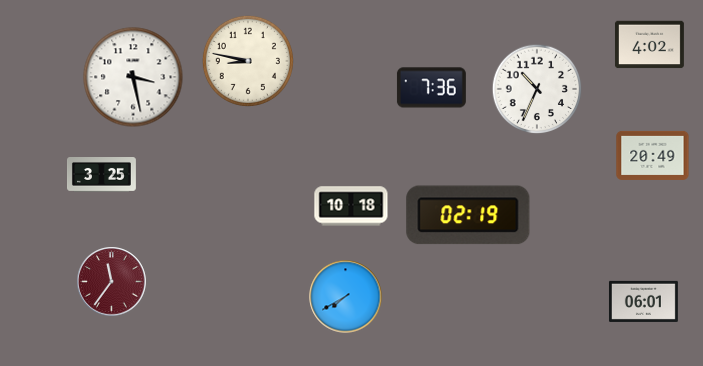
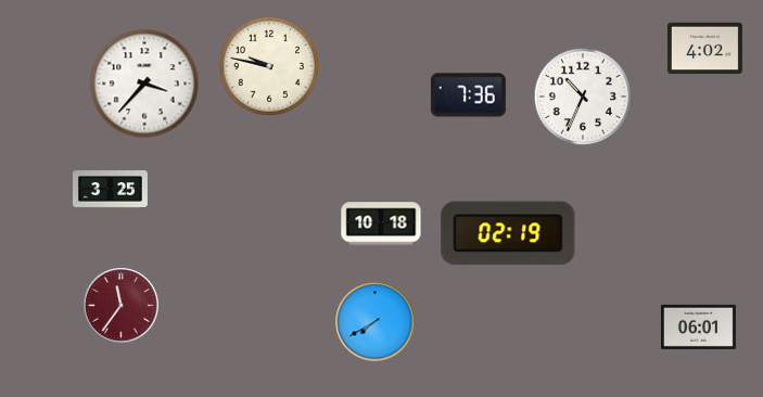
clock at (248, 61): 8:47 -> 9:47
clock at (133, 77): 3:28 -> 3:37
clock at (653, 155): 20:49 -> none
